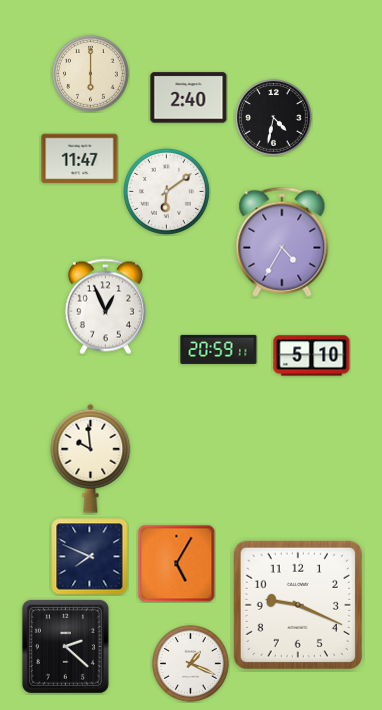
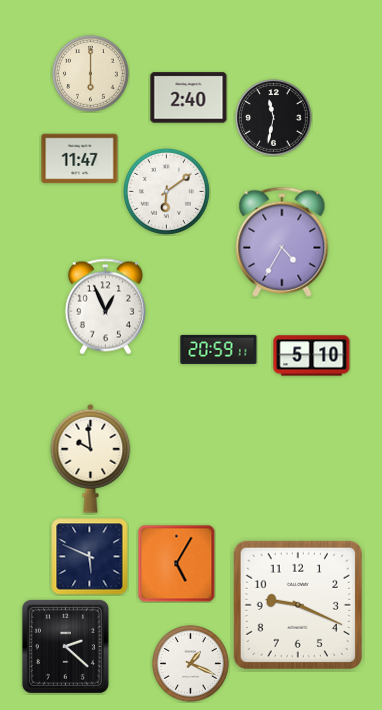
clock at (274, 118): 4:32 -> 11:32
clock at (90, 557): 7:49 -> 5:49
